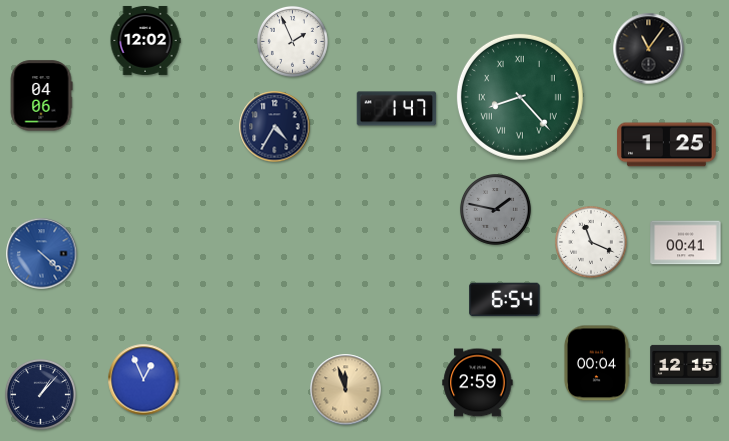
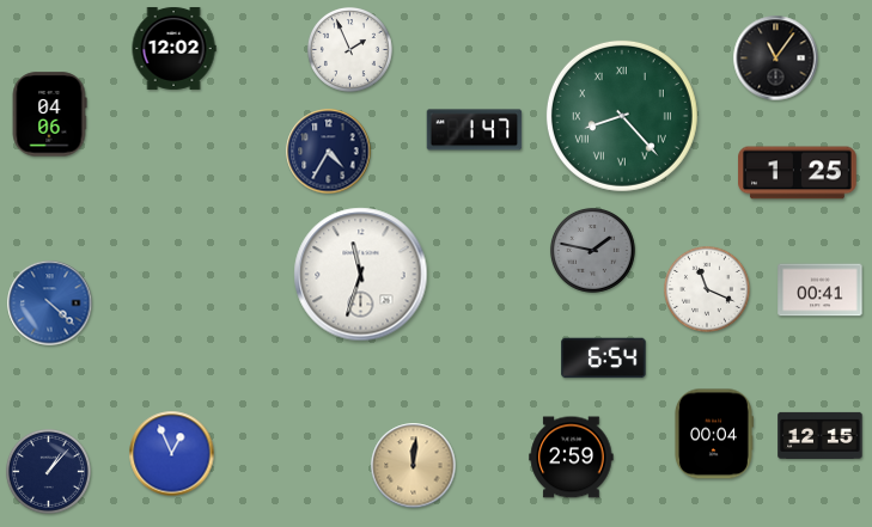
clock at (361, 275): none -> 11:33
clock at (346, 390): 11:57 -> 12:01
